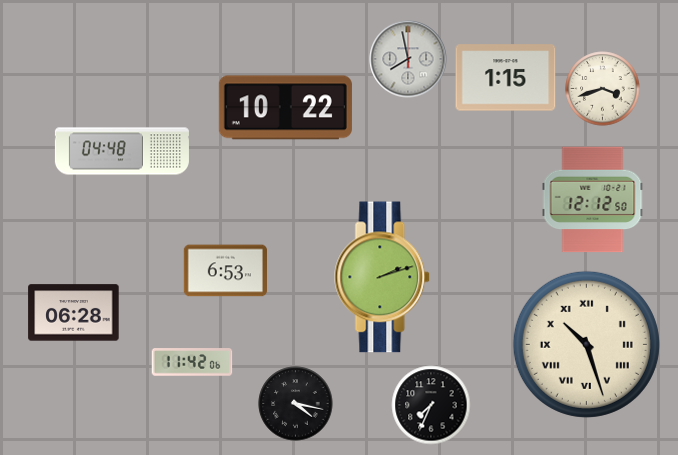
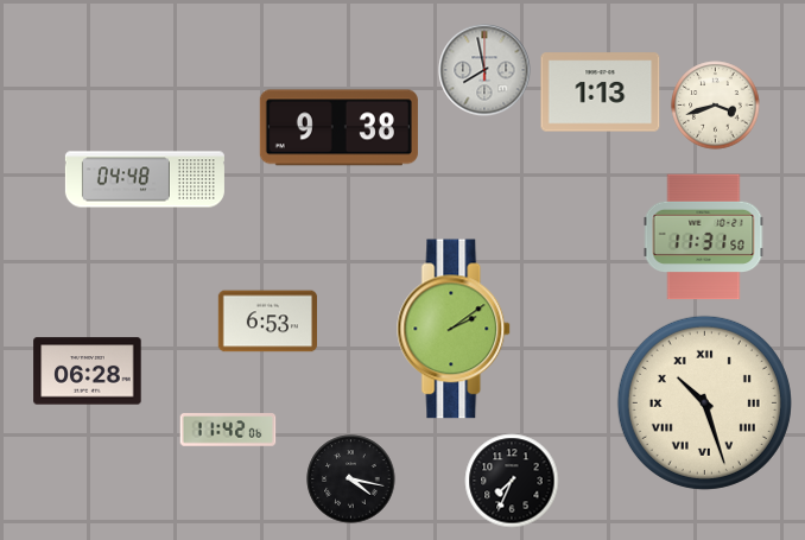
clock at (506, 78): 1:15 -> 1:13
clock at (285, 108): 10:22 -> 9:38
clock at (593, 200): 12:12 -> 11:31
clock at (383, 277): 2:12 -> 2:09
clock at (586, 344) position: (586, 344) -> (704, 402)
